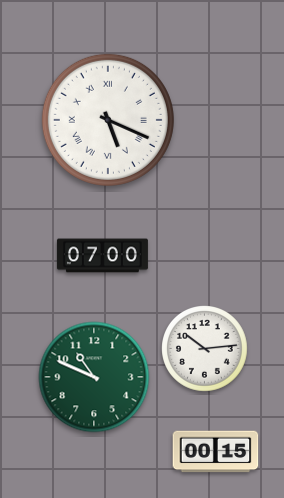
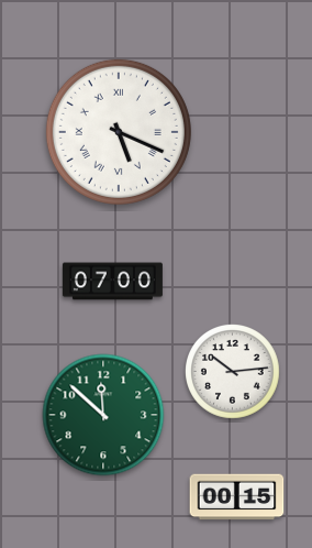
clock at (205, 349) position: (205, 349) -> (233, 372)
clock at (94, 377): 10:49 -> 11:52
